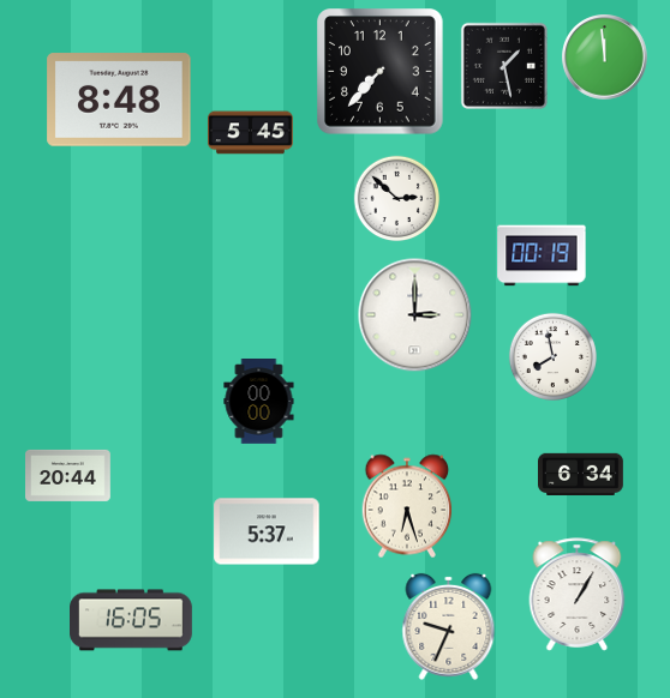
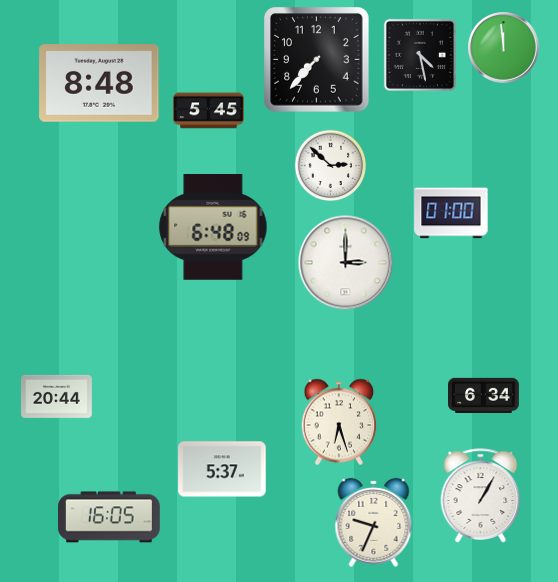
clock at (504, 66): 1:28 -> 4:28
clock at (542, 255): 00:19 -> 01:00
clock at (213, 228): none -> 6:48
clock at (552, 356): 7:58 -> none
clock at (259, 402): 00:00 -> none
clock at (267, 531) position: (267, 531) -> (222, 469)
